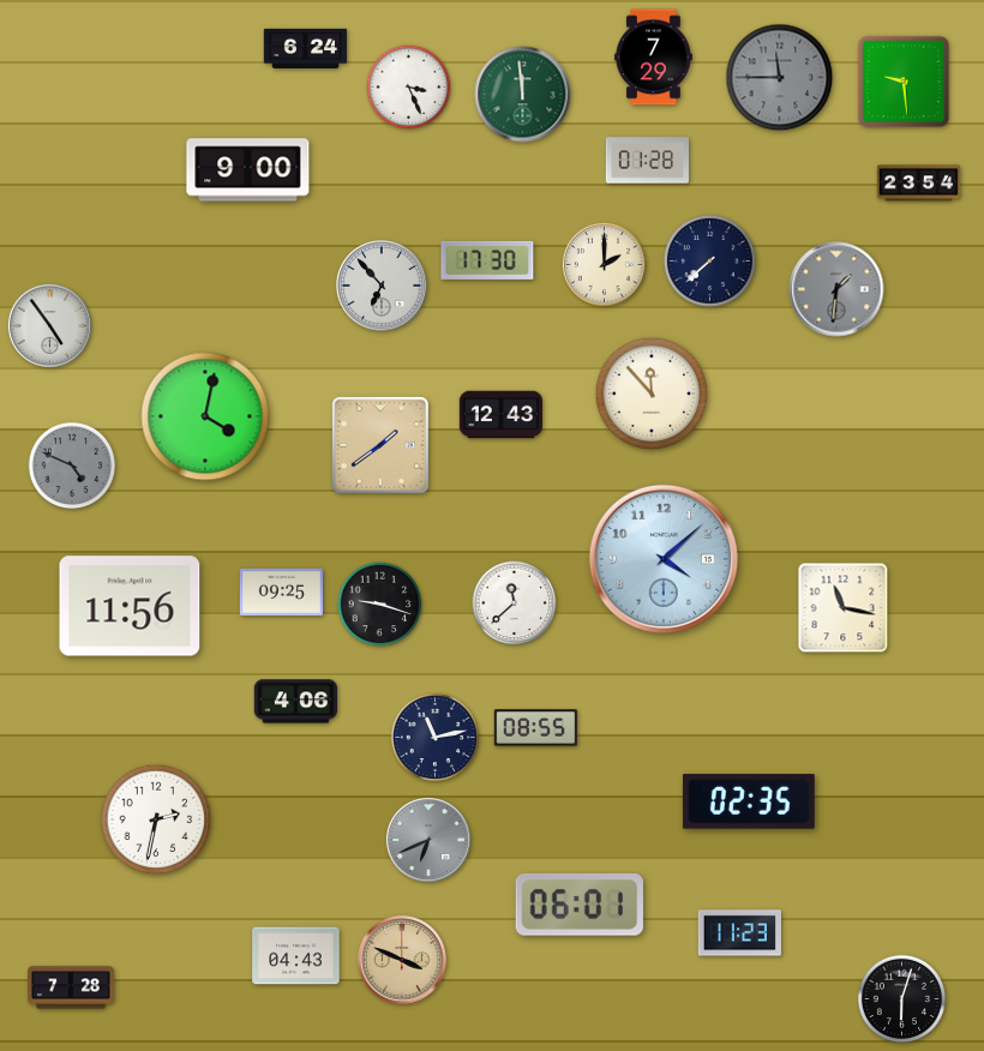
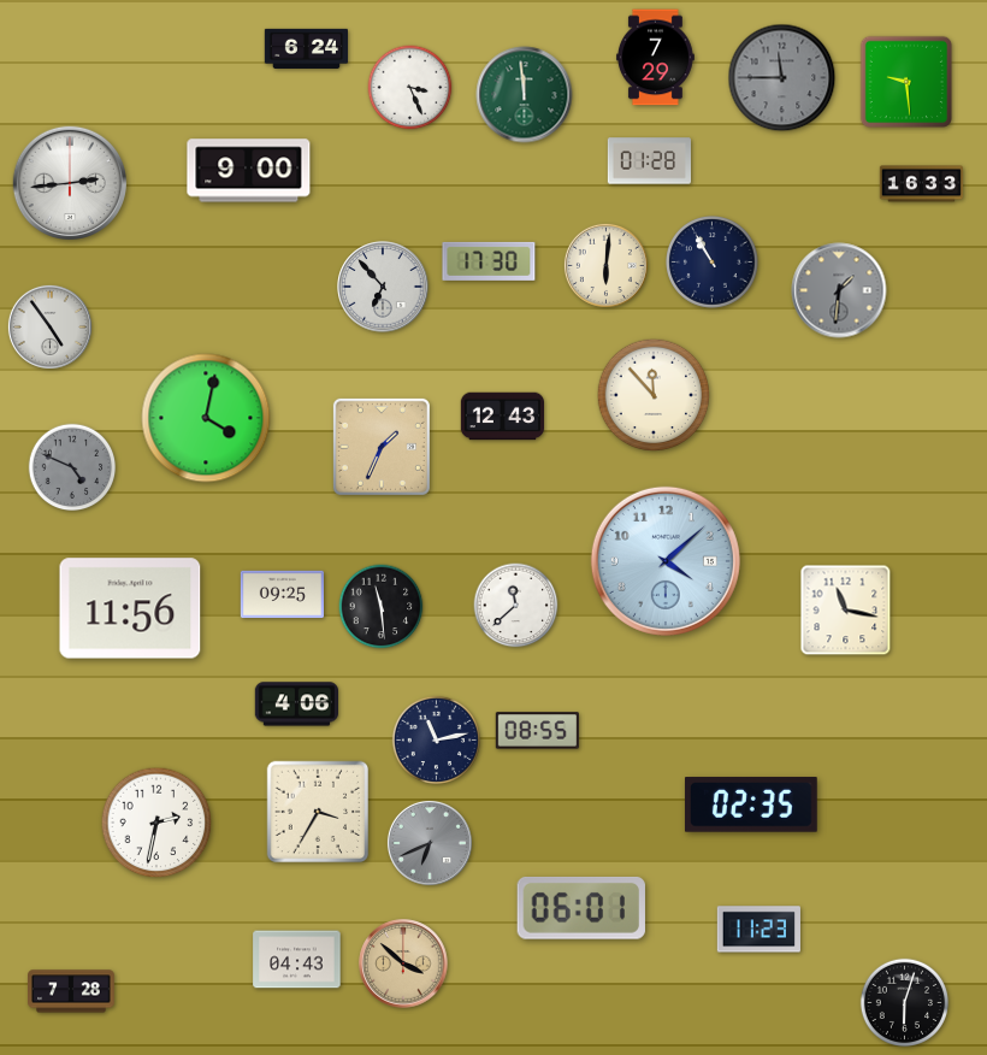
clock at (69, 182): none -> 2:44
clock at (918, 184): 23:54 -> 16:33
clock at (710, 262): 7:38 -> 10:55
clock at (604, 264): 2:00 -> 6:01
clock at (380, 445): 1:39 -> 1:34
clock at (380, 605): 9:18 -> 11:29
clock at (318, 812): none -> 3:35
clock at (739, 933) position: (739, 933) -> (758, 930)
clock at (402, 960): 3:49 -> 3:52
